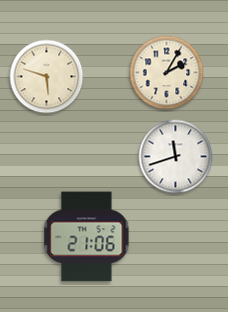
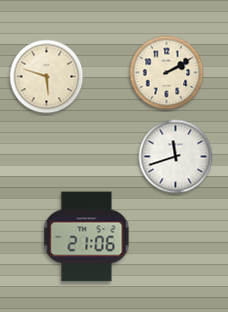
clock at (167, 73): 2:05 -> 2:10
